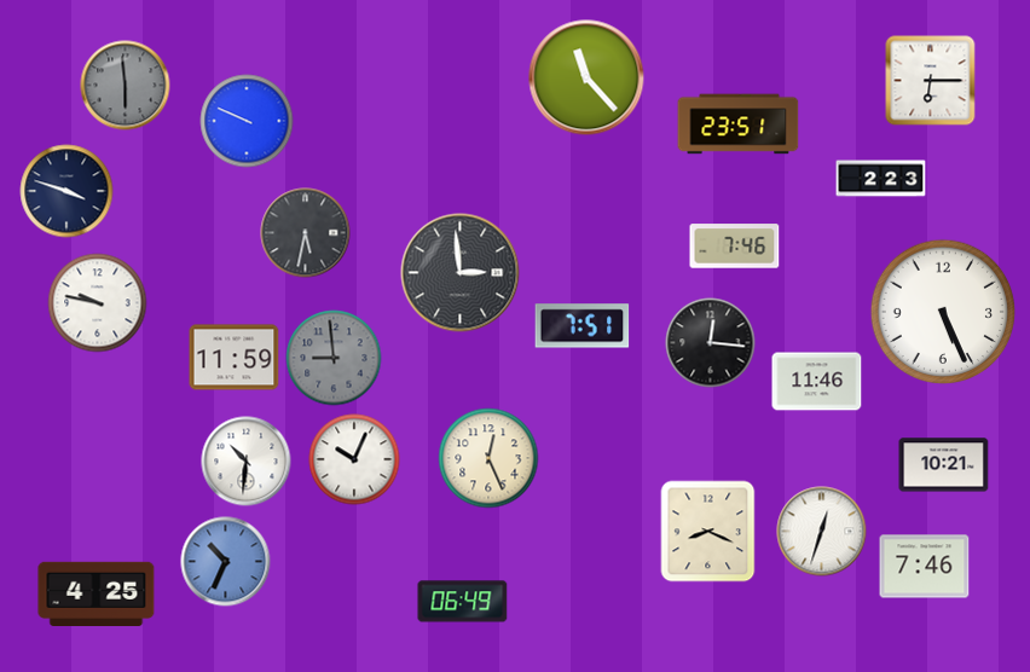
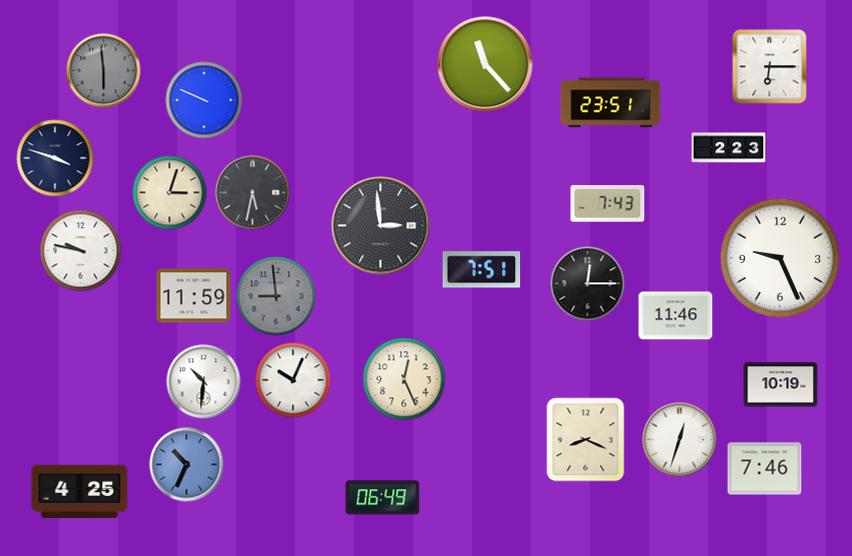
clock at (170, 193): none -> 3:03
clock at (735, 247): 7:46 -> 7:43
clock at (943, 312): 5:26 -> 9:26
clock at (711, 343): 12:16 -> 12:15
clock at (944, 465): 10:21 -> 10:19
